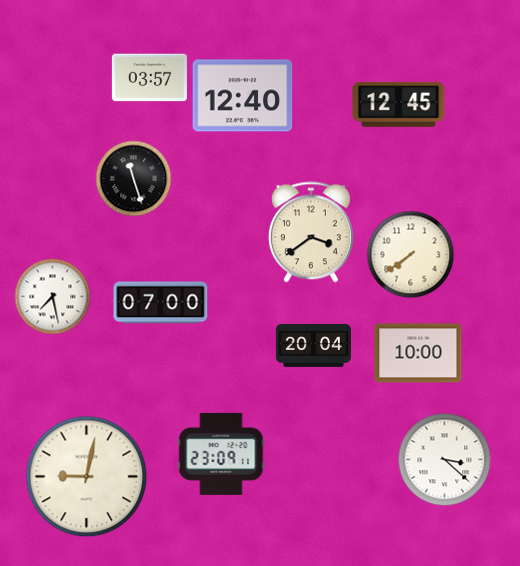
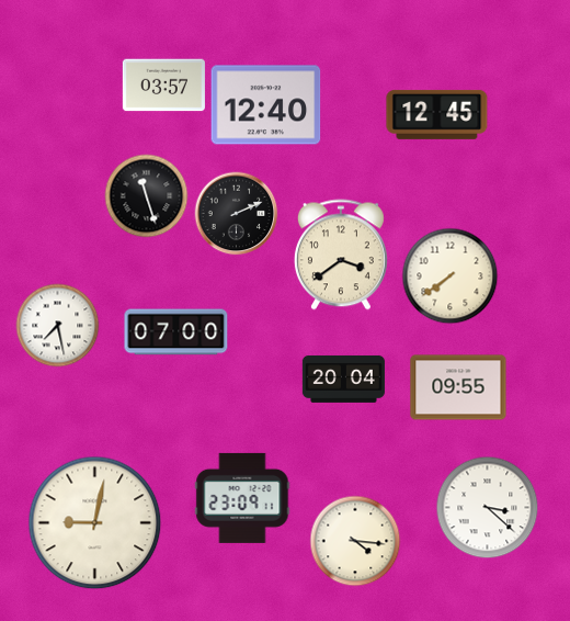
clock at (237, 214): none -> 2:11
clock at (411, 255) position: (411, 255) -> (451, 276)
clock at (418, 353): 10:00 -> 09:55
clock at (445, 460) position: (445, 460) -> (488, 508)
clock at (355, 541): none -> 4:16
